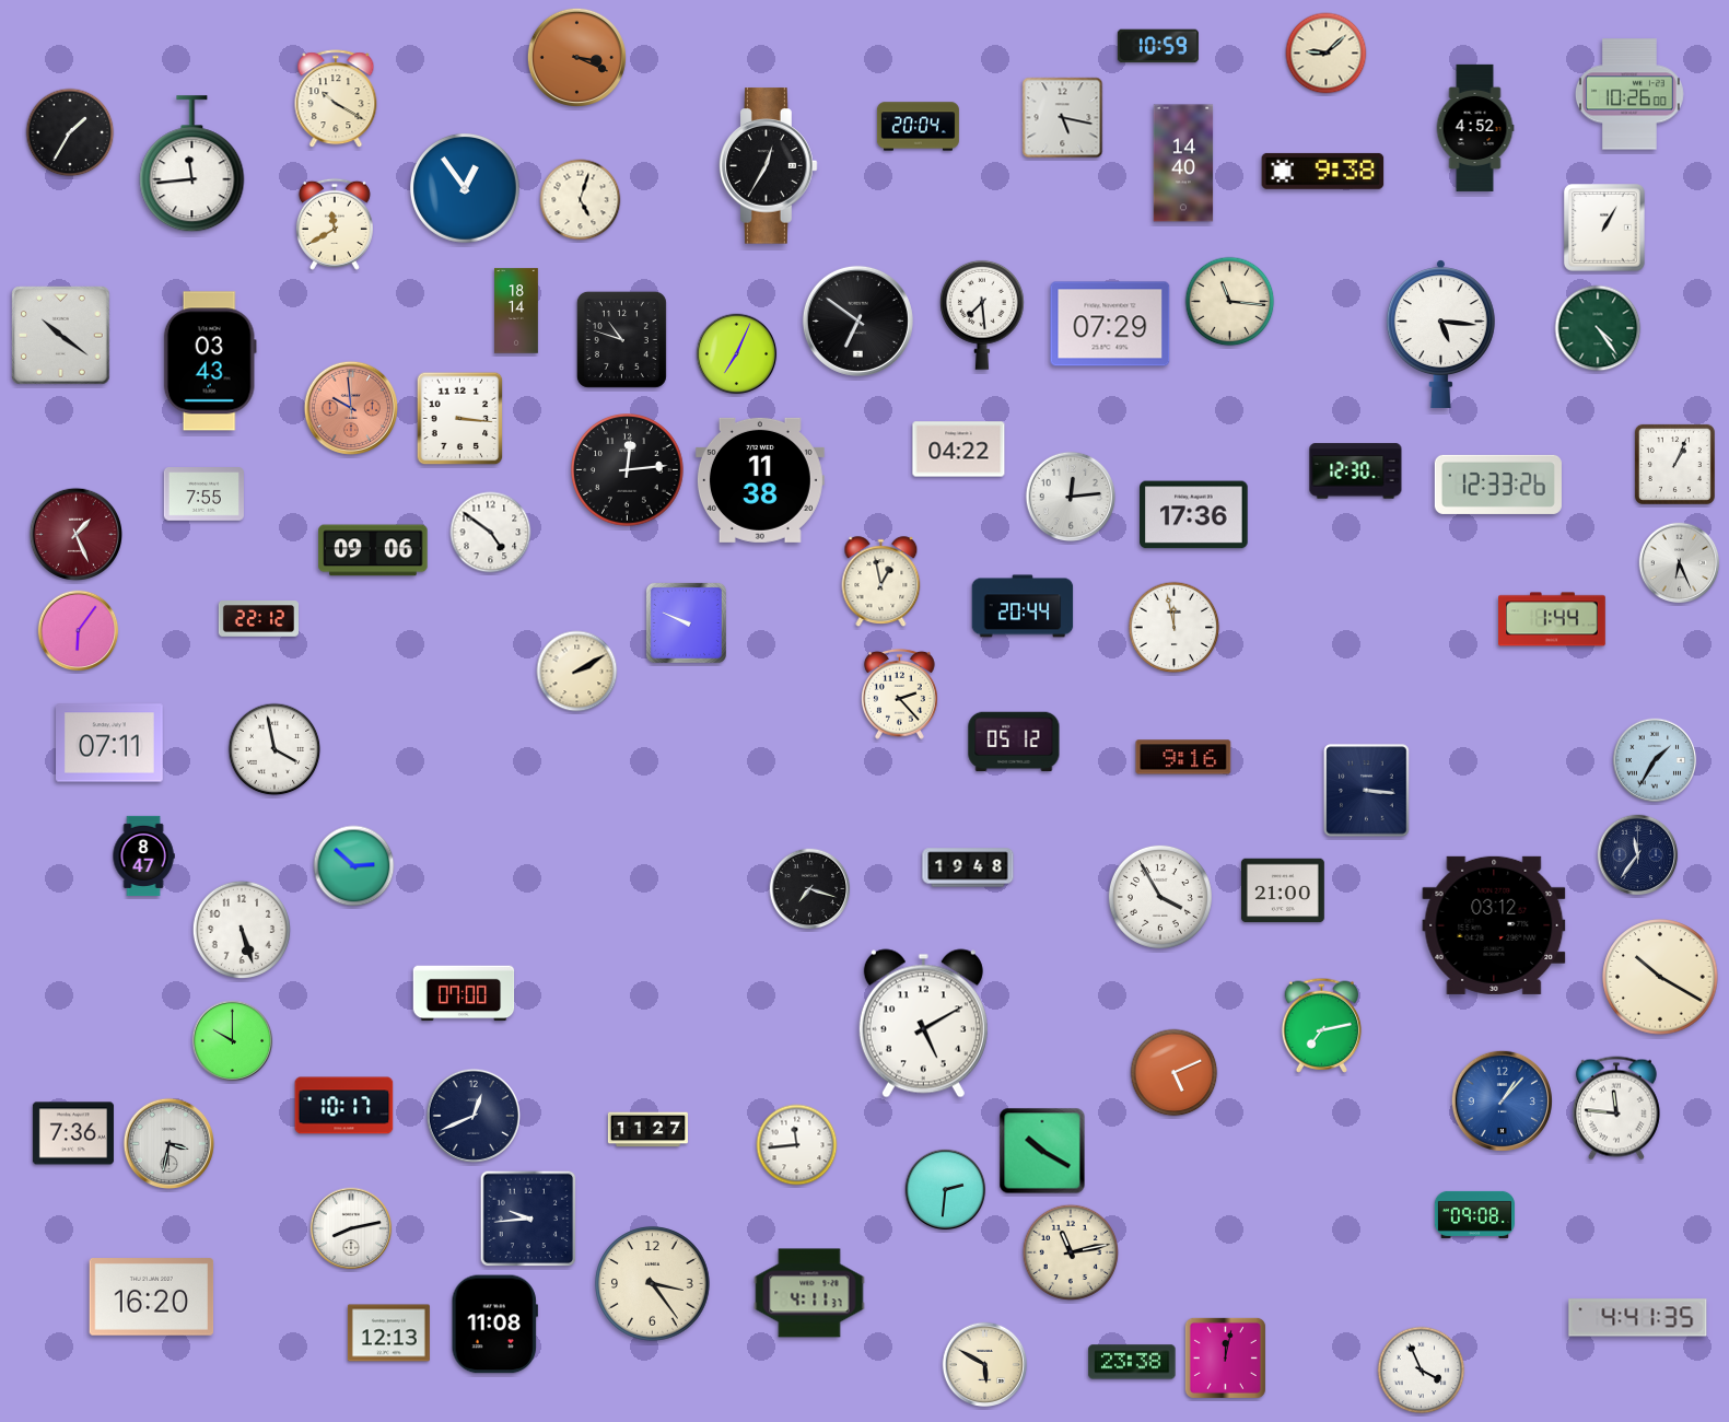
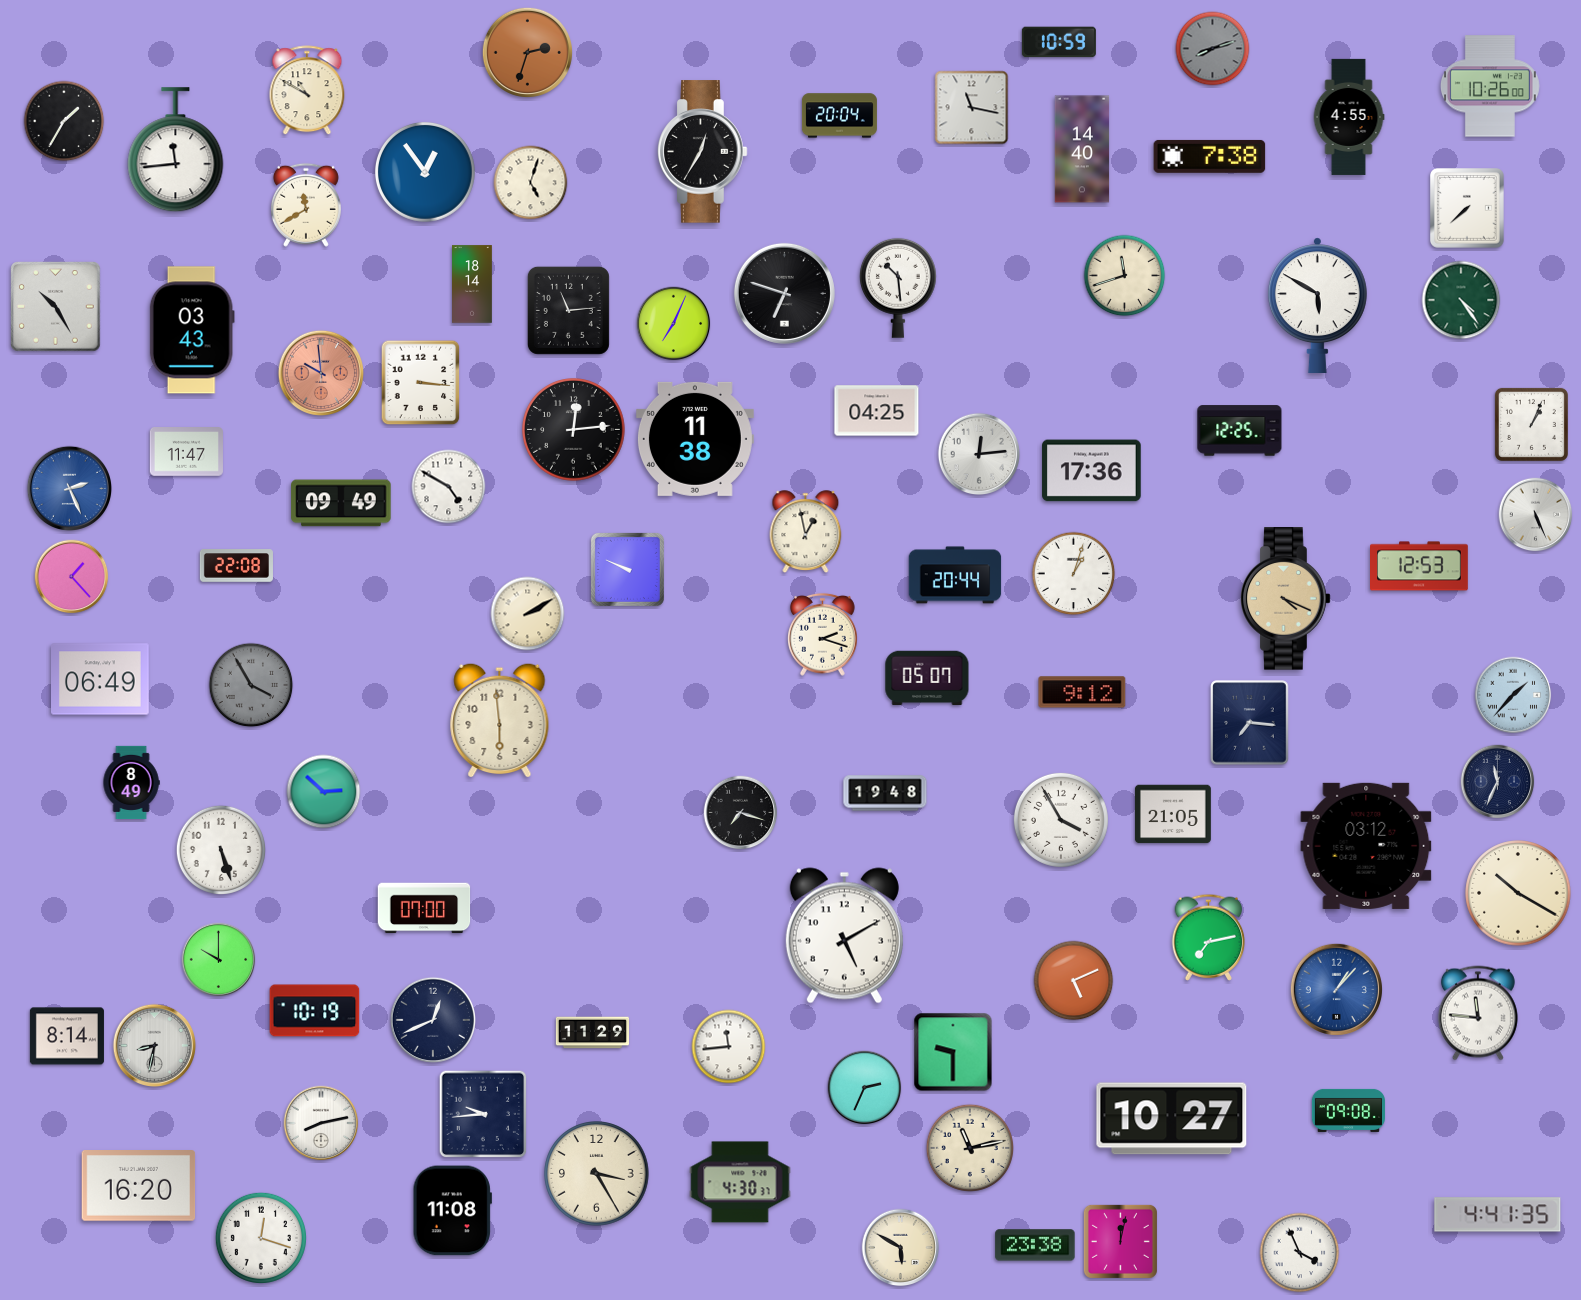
clock at (1327, 54): 9:08 -> 8:12
clock at (1327, 54) dial: cream -> grey
clock at (576, 57): 3:19 -> 2:33
clock at (336, 100): 10:20 -> 10:50
clock at (1063, 118): 5:17 -> 11:17
clock at (1475, 128): 4:52 -> 4:55
clock at (1323, 171): 9:38 -> 7:38
clock at (1605, 229): 1:05 -> 7:38
clock at (1230, 302): 11:16 -> 11:42
clock at (982, 315): 7:29 -> 10:29
clock at (857, 320): 6:51 -> 6:48
clock at (1110, 324): 07:29 -> none
clock at (1440, 334): 5:16 -> 5:50
clock at (61, 336): 10:21 -> 10:25
clock at (621, 339): 10:48 -> 11:14
clock at (959, 450): 04:22 -> 04:25
clock at (1356, 471): 12:30 -> 12:25
clock at (1498, 485): 12:33 -> none
clock at (203, 494): 7:55 -> 11:47
clock at (491, 533): 4:51 -> 4:50
clock at (75, 534): 1:26 -> 2:26
clock at (75, 534) dial: burgundy -> blue
clock at (373, 550): 09:06 -> 09:49
clock at (1680, 563): 6:26 -> 5:26
clock at (1023, 606) position: (1023, 606) -> (955, 575)
clock at (258, 619): 22:12 -> 22:08
clock at (1552, 619): 1:44 -> 12:53
clock at (1175, 628): 11:58 -> 1:03
clock at (79, 631): 6:06 -> 1:23
clock at (1286, 599): none -> 4:19
clock at (899, 693): 2:23 -> 2:18
clock at (1014, 742): 05:12 -> 05:07
clock at (110, 743): 07:11 -> 06:49
clock at (274, 749): 3:58 -> 3:55
clock at (274, 749) dial: white -> grey
clock at (1183, 757): 9:16 -> 9:12
clock at (1655, 760): 1:35 -> 1:37
clock at (500, 720): none -> 5:59
clock at (1367, 791): 3:16 -> 7:16
clock at (143, 855): 8:47 -> 8:49
clock at (1638, 855): 11:36 -> 11:34
clock at (1283, 890): 21:00 -> 21:05
clock at (233, 1041) position: (233, 1041) -> (219, 960)
clock at (1502, 1100) position: (1502, 1100) -> (1336, 989)
clock at (344, 1106): 10:17 -> 10:19
clock at (647, 1130): 11:27 -> 11:29
clock at (73, 1133): 7:36 -> 8:14
clock at (170, 1144): 3:32 -> 8:32
clock at (1042, 1151): 10:20 -> 9:30
clock at (946, 1190): 2:31 -> 2:34
clock at (1172, 1119): none -> 10:27
clock at (1071, 1252) position: (1071, 1252) -> (970, 1148)
clock at (653, 1284): 3:24 -> 3:25
clock at (809, 1293): 4:11 -> 4:30
clock at (1638, 1318) position: (1638, 1318) -> (1498, 1215)
clock at (388, 1333): 12:13 -> none
clock at (261, 1238): none -> 12:18
